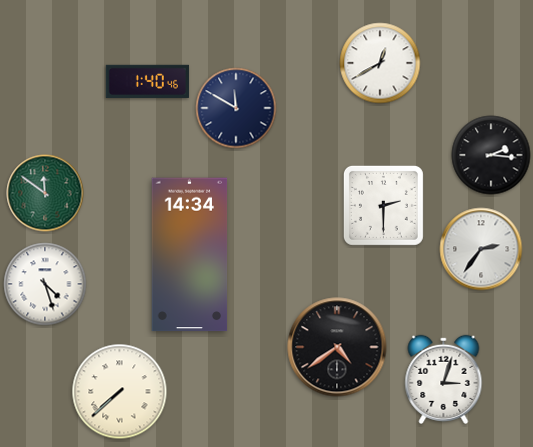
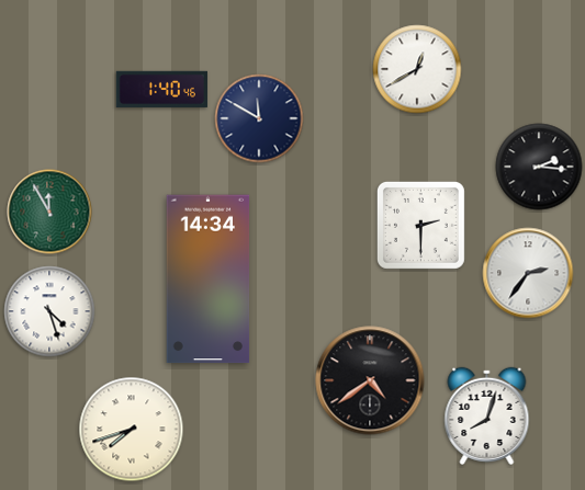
clock at (491, 155) position: (491, 155) -> (539, 167)
clock at (45, 193): 11:51 -> 11:55
clock at (444, 379): 3:03 -> 8:03
clock at (120, 392): 7:38 -> 7:42
